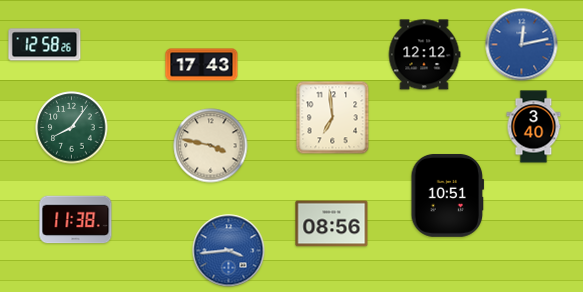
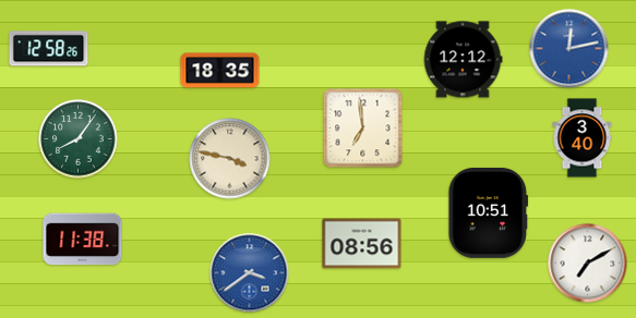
clock at (202, 65): 17:43 -> 18:35
clock at (588, 264): none -> 7:10
clock at (229, 251): 3:44 -> 3:39
